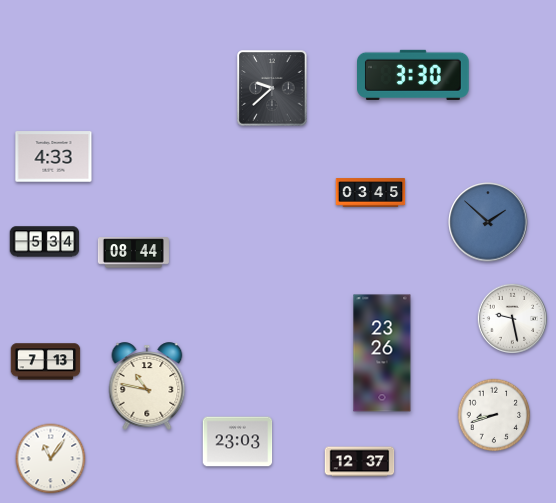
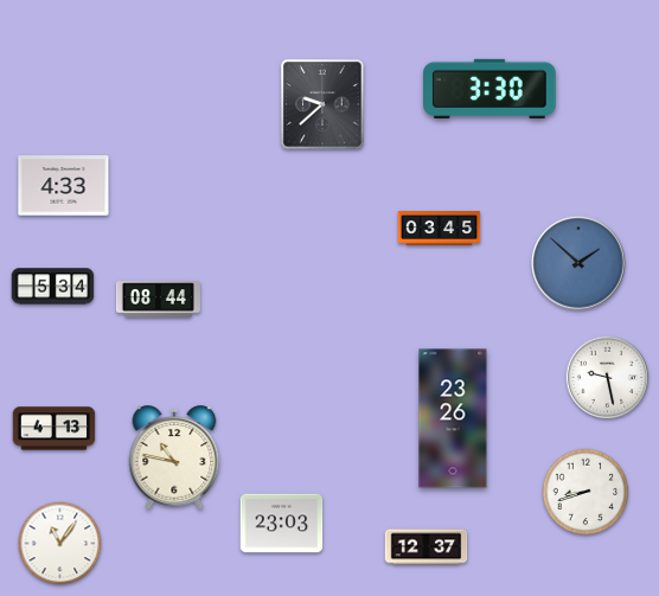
clock at (46, 362): 7:13 -> 4:13
